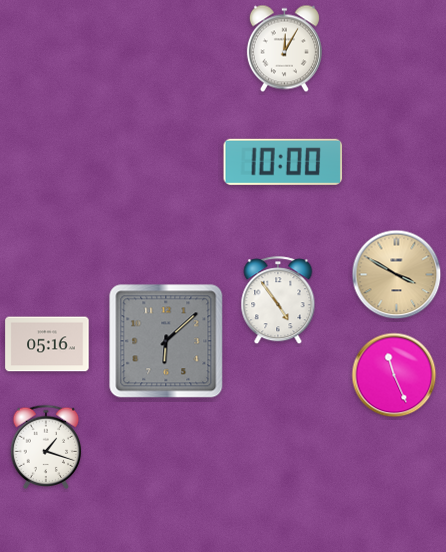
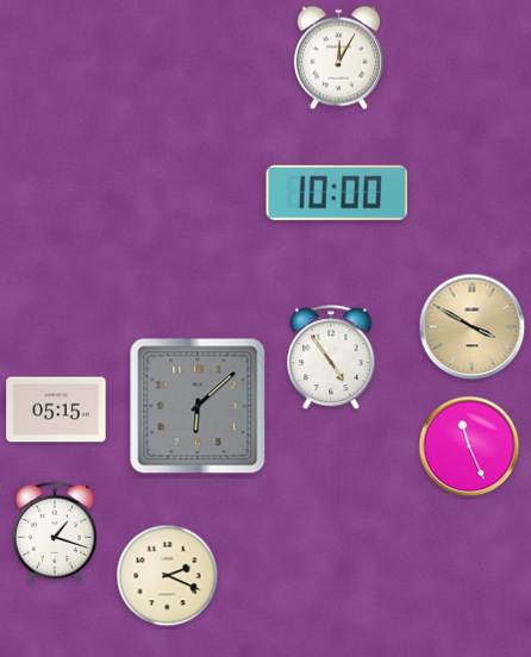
clock at (47, 344): 05:16 -> 05:15
clock at (168, 576): none -> 2:19
